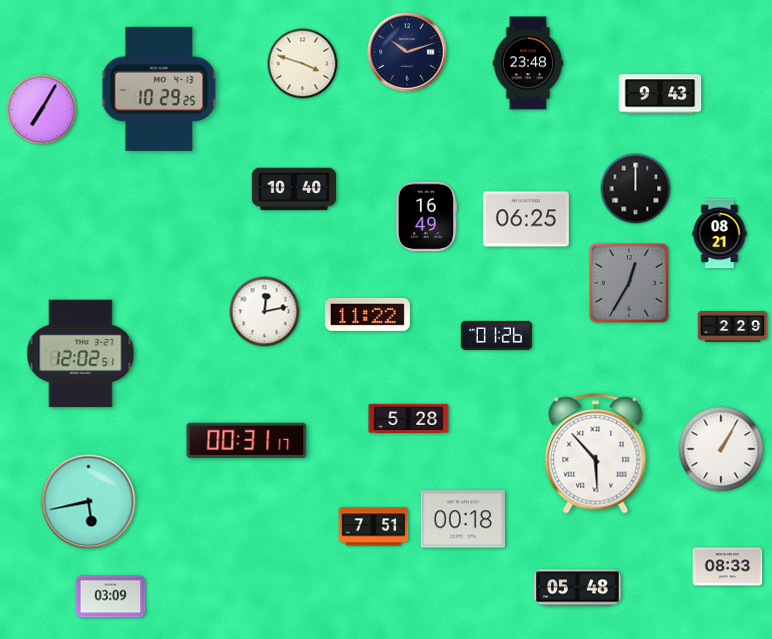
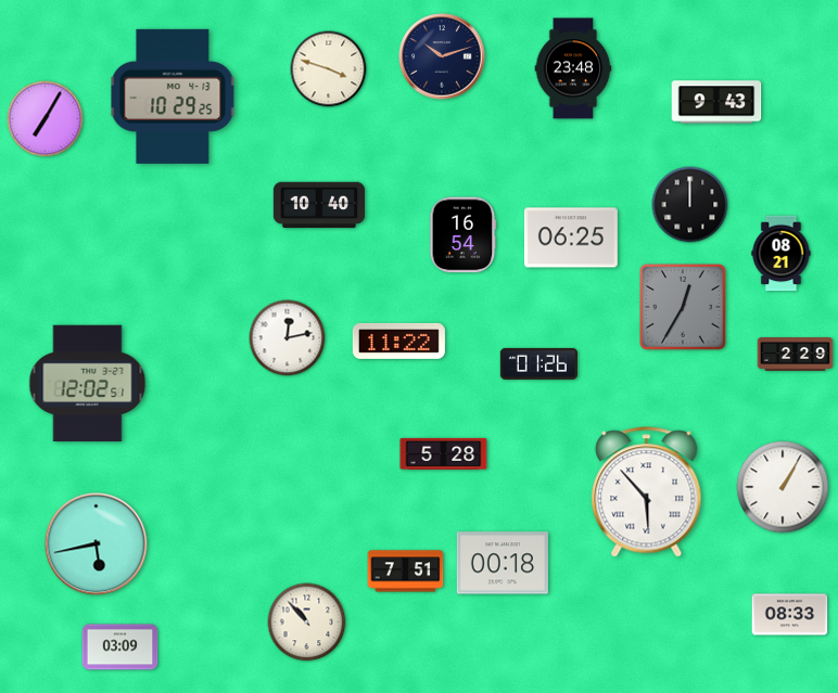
clock at (427, 217): 16:49 -> 16:54
clock at (247, 440): 00:31 -> none
clock at (307, 623): none -> 10:53
clock at (578, 588): 05:48 -> none
